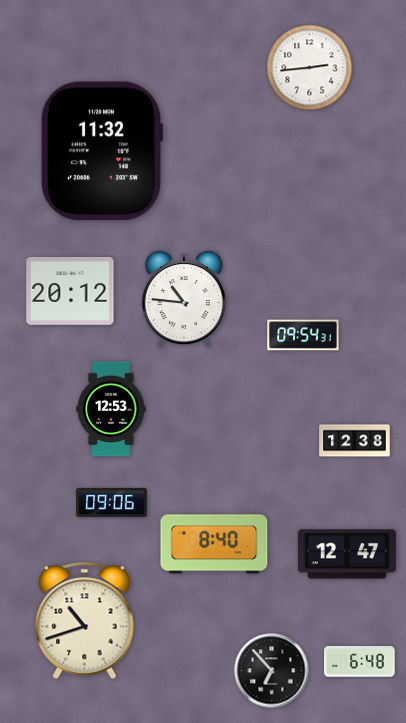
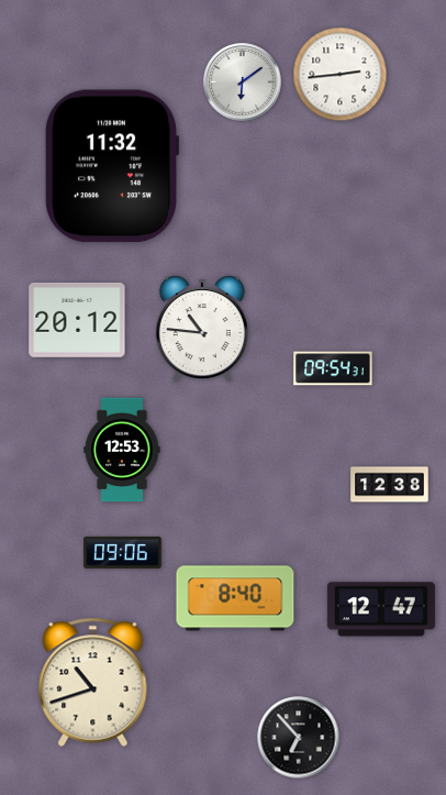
clock at (243, 82): none -> 6:09
clock at (360, 662): 6:48 -> none
